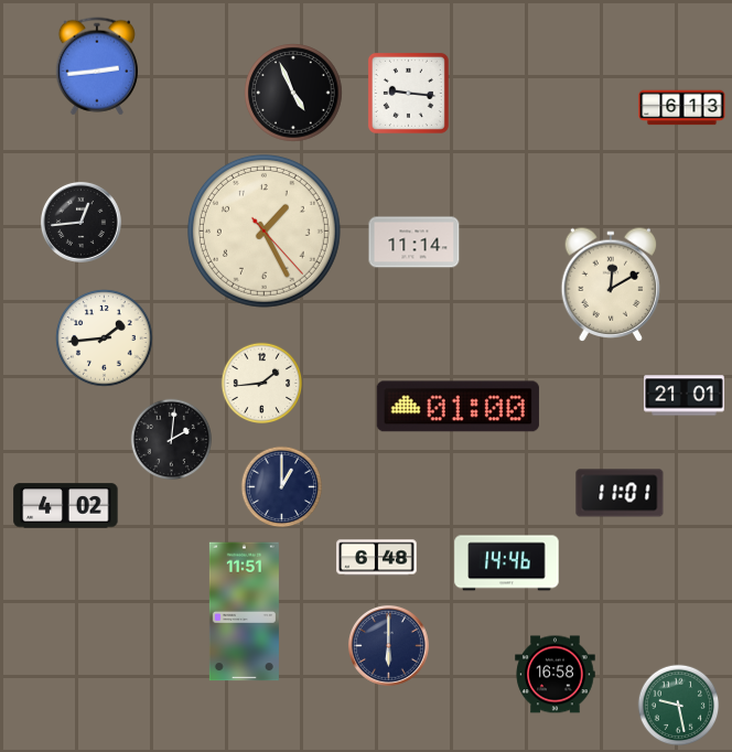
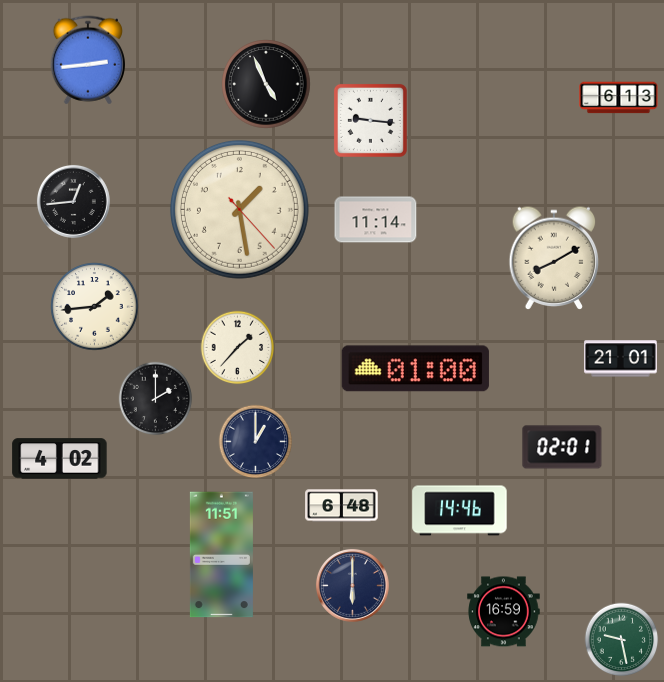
clock at (408, 93) position: (408, 93) -> (370, 120)
clock at (263, 230): 1:25 -> 1:28
clock at (611, 283): 12:10 -> 8:10
clock at (262, 384): 1:44 -> 1:37
clock at (172, 440): 2:01 -> 2:00
clock at (620, 493): 11:01 -> 02:01
clock at (556, 675): 16:58 -> 16:59
clock at (679, 706) position: (679, 706) -> (622, 640)
